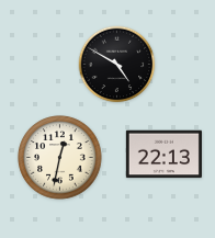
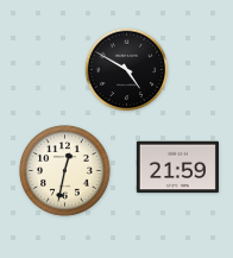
clock at (163, 155): 22:13 -> 21:59
